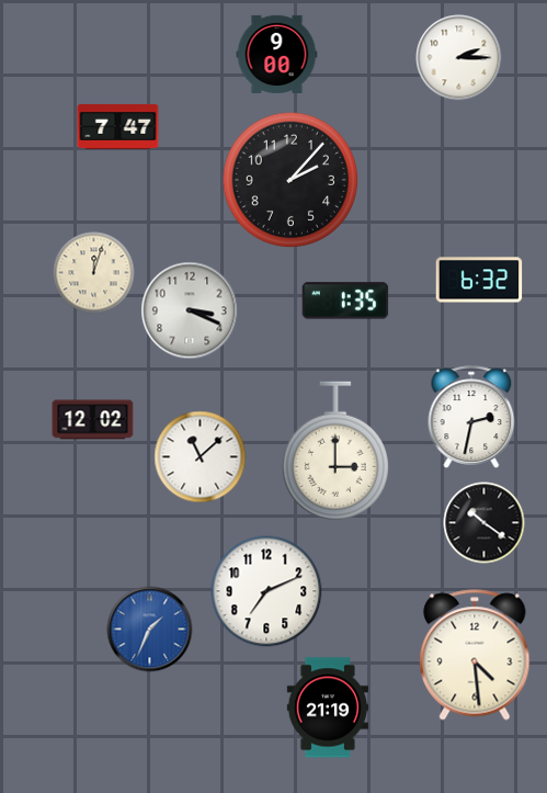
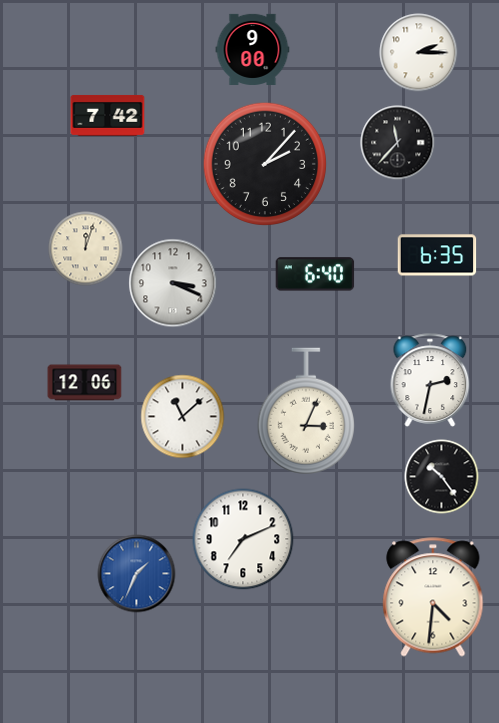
clock at (118, 126): 7:47 -> 7:42
clock at (398, 143): none -> 11:37
clock at (479, 280): 6:32 -> 6:35
clock at (345, 301): 1:35 -> 6:40
clock at (93, 420): 12:02 -> 12:06
clock at (335, 451): 3:00 -> 3:04
clock at (485, 523): 10:21 -> 10:24
clock at (475, 655): 4:29 -> 4:31
clock at (328, 707): 21:19 -> none
